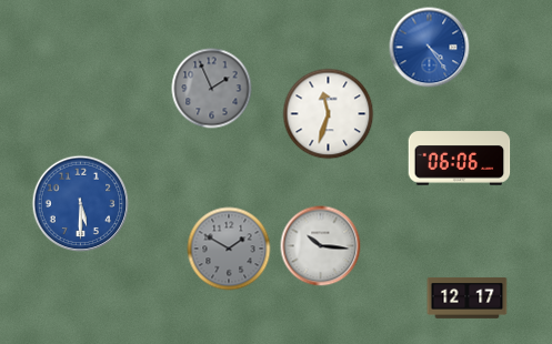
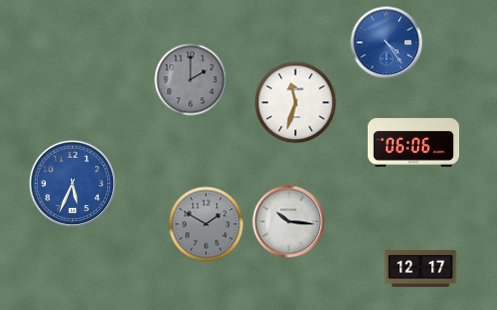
clock at (212, 89): 1:56 -> 2:00
clock at (81, 204): 5:30 -> 5:34
